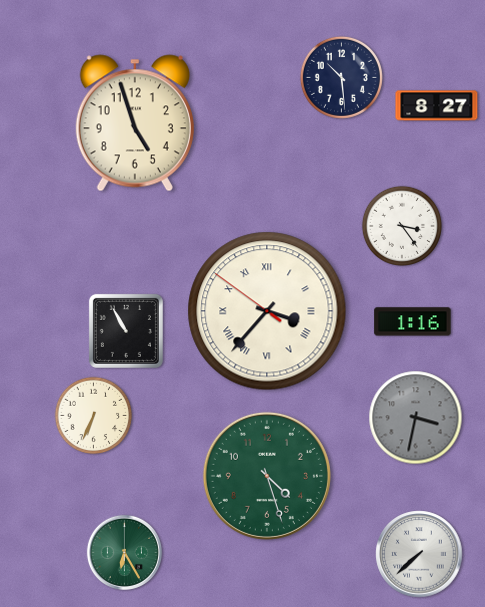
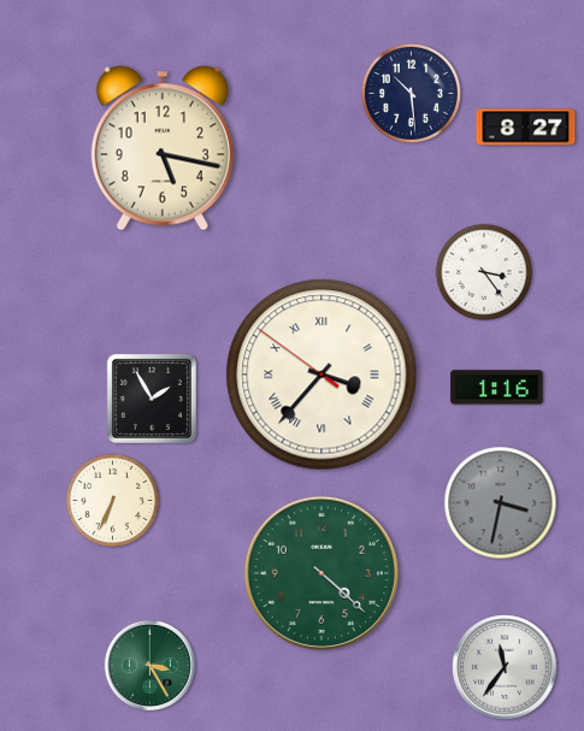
clock at (135, 123): 4:57 -> 5:17
clock at (126, 331): 10:55 -> 1:55
clock at (267, 476): 4:27 -> 4:22
clock at (124, 552): 6:25 -> 3:25
clock at (419, 554): 7:38 -> 11:36
